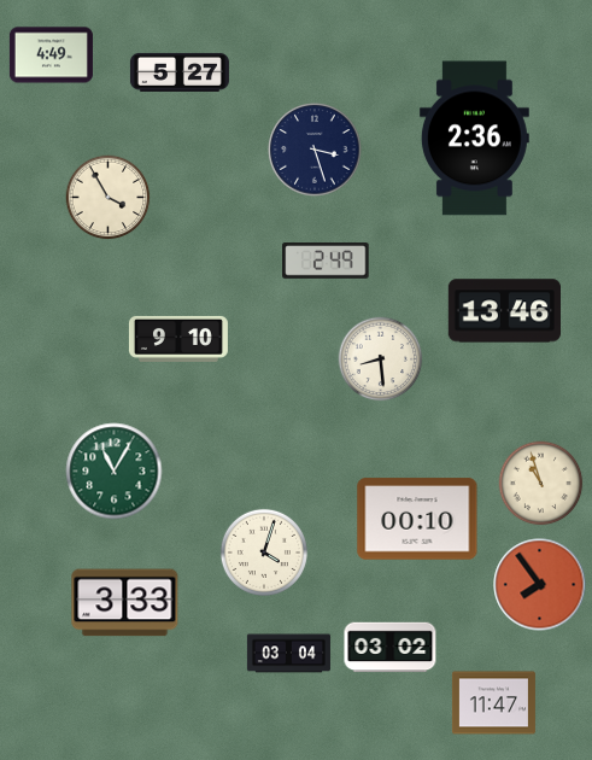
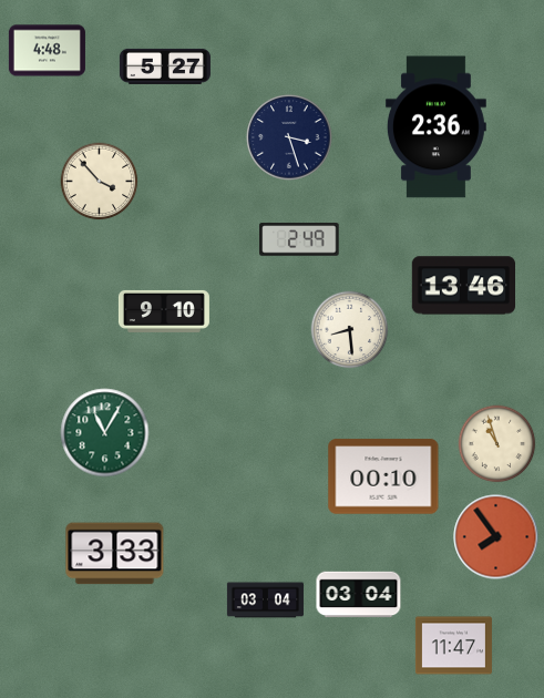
clock at (51, 55): 4:49 -> 4:48
clock at (109, 198): 3:55 -> 3:53
clock at (264, 553): 4:03 -> none
clock at (391, 648): 03:02 -> 03:04
